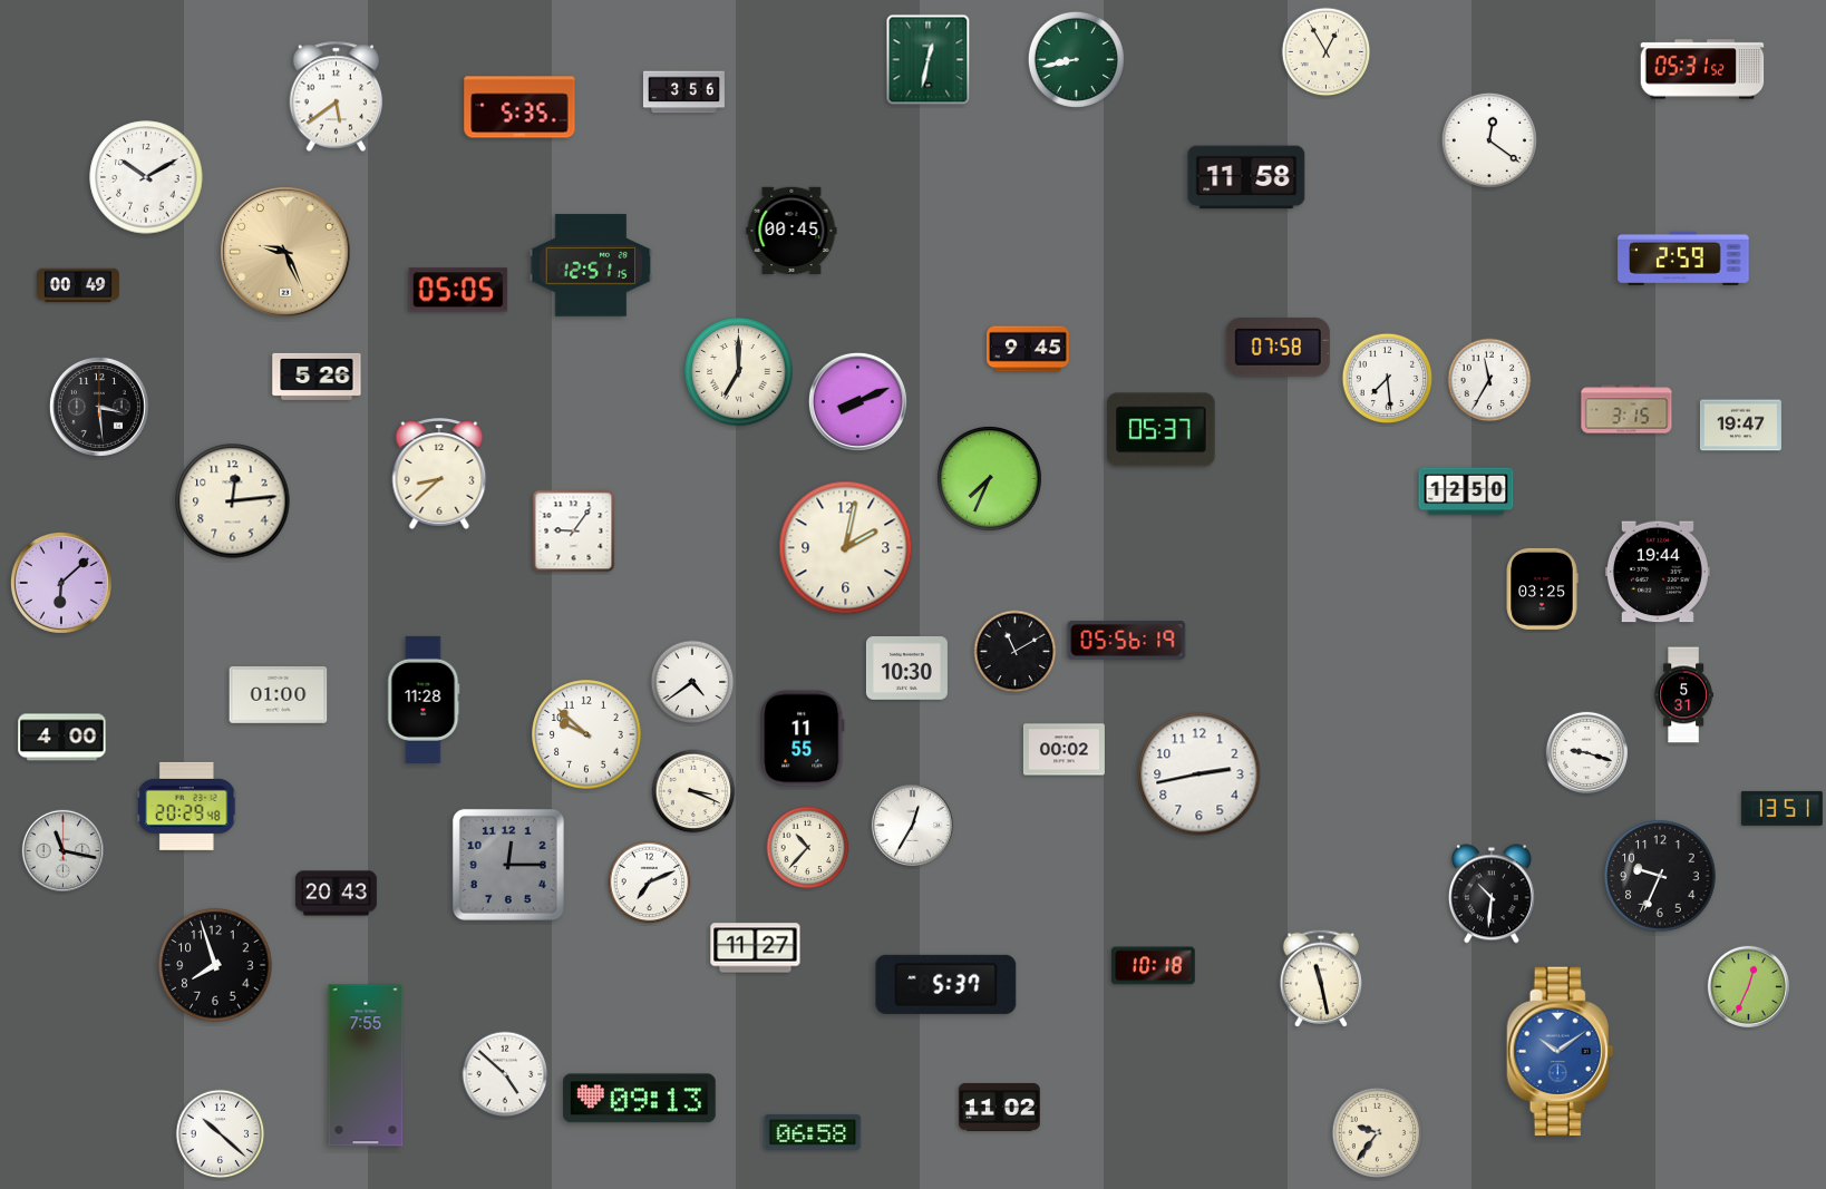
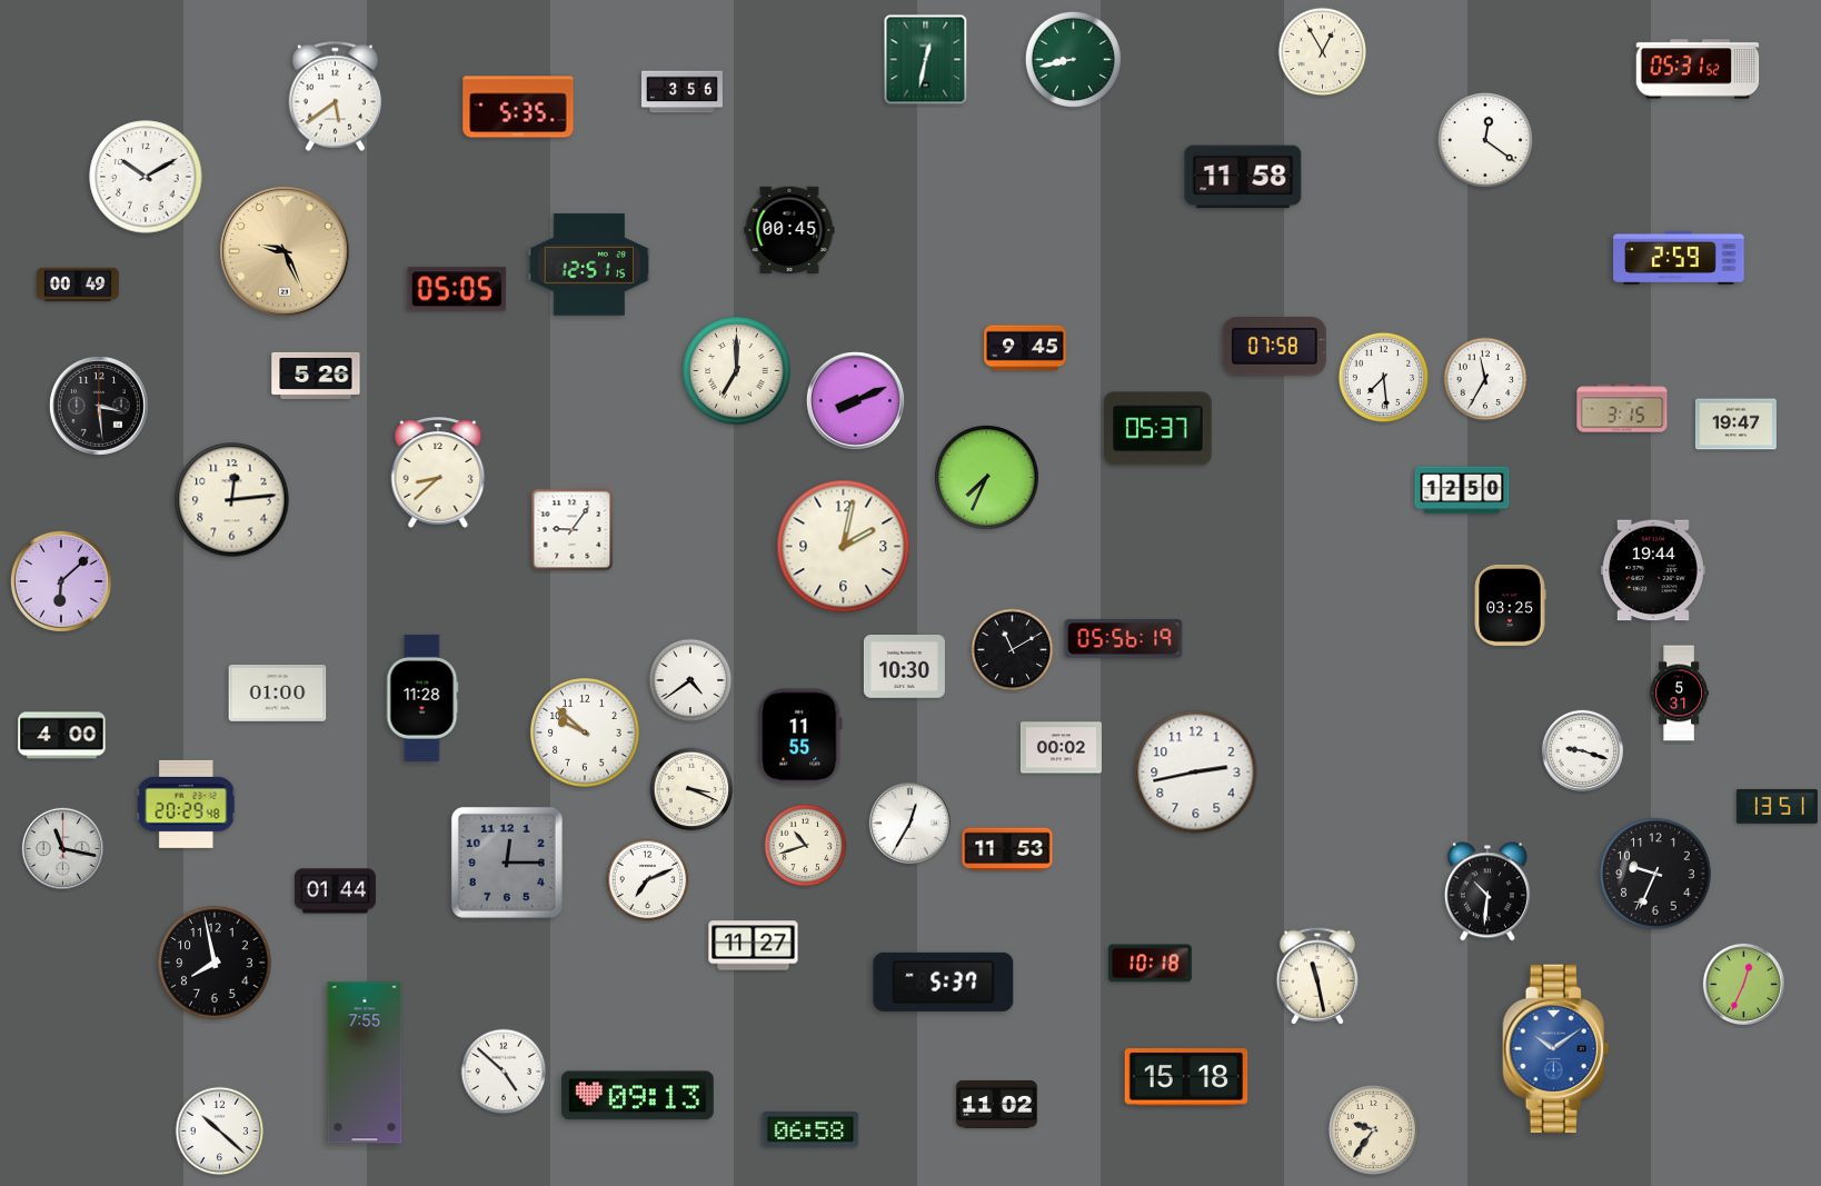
clock at (1542, 588) position: (1542, 588) -> (1510, 605)
clock at (808, 848): 10:37 -> 10:42
clock at (1007, 849): none -> 11:53
clock at (336, 894): 20:43 -> 01:44
clock at (215, 965): 7:57 -> 7:58
clock at (1186, 1077): none -> 15:18
